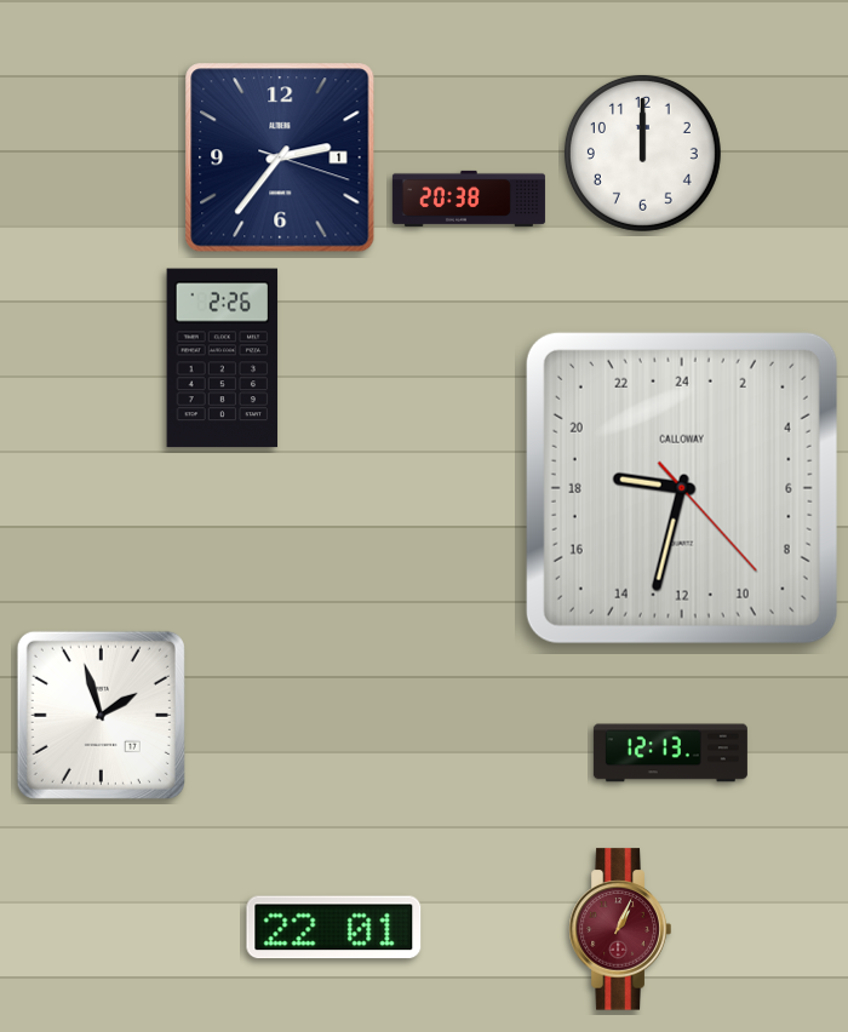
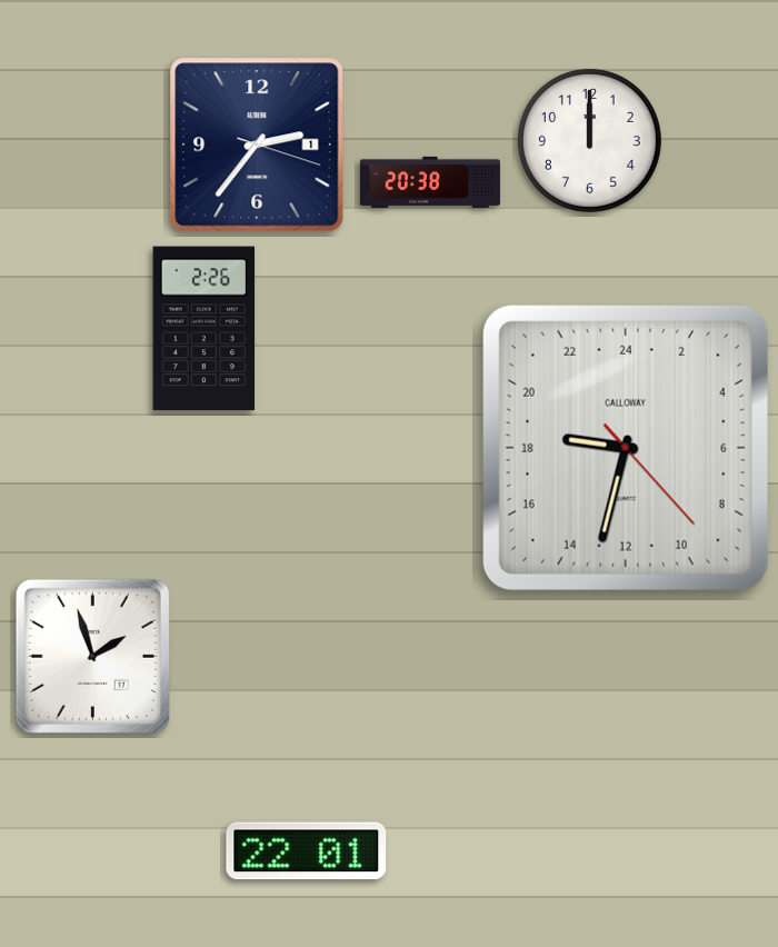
clock at (670, 753): 12:13 -> none
clock at (620, 929): 1:04 -> none
